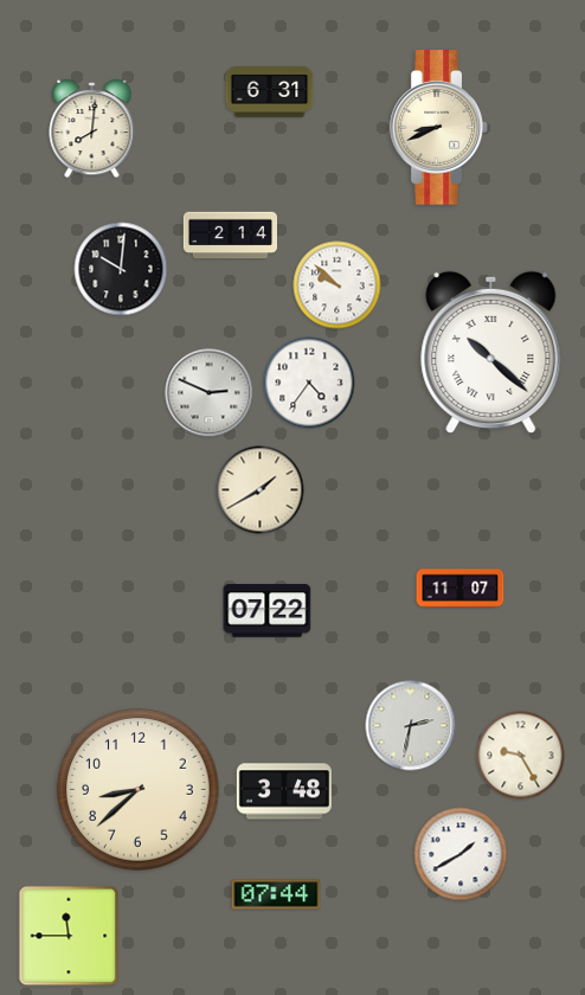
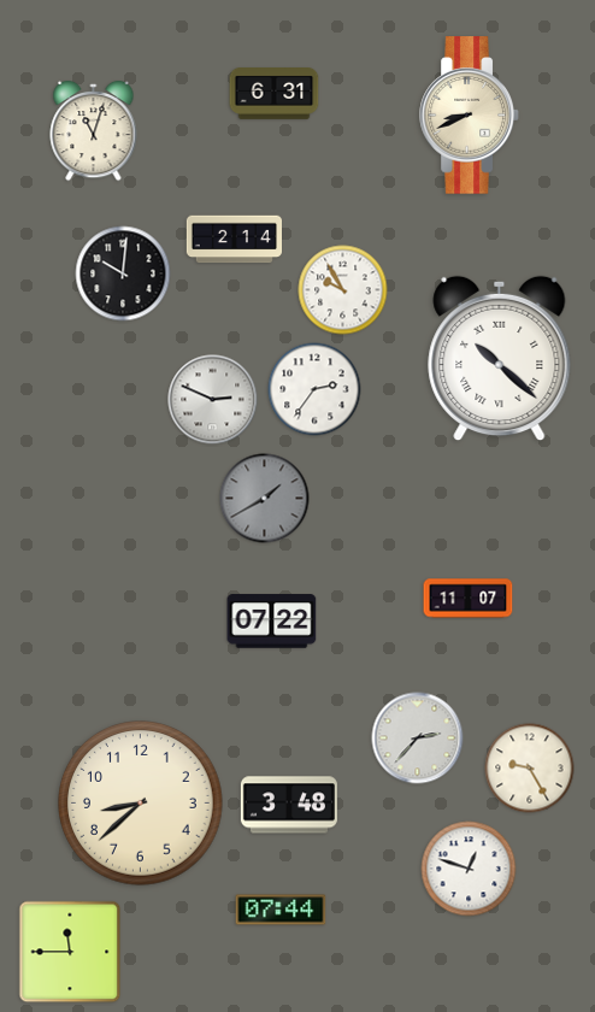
clock at (439, 128) position: (439, 128) -> (470, 116)
clock at (92, 129): 8:01 -> 11:03
clock at (337, 285): 9:52 -> 9:55
clock at (309, 383): 4:36 -> 2:36
clock at (261, 490) dial: cream -> grey
clock at (411, 726): 2:32 -> 2:37
clock at (461, 854): 1:40 -> 12:48
